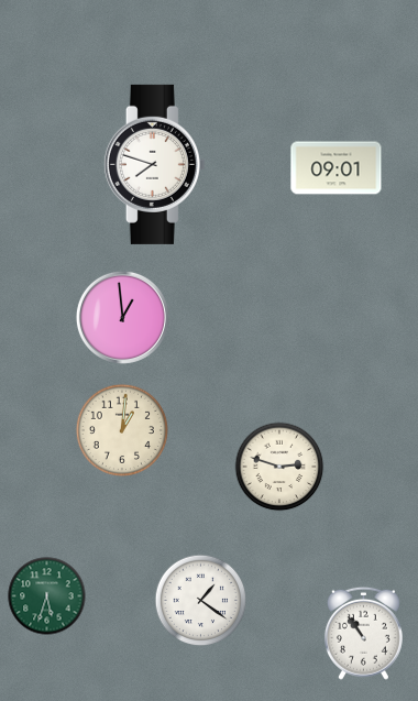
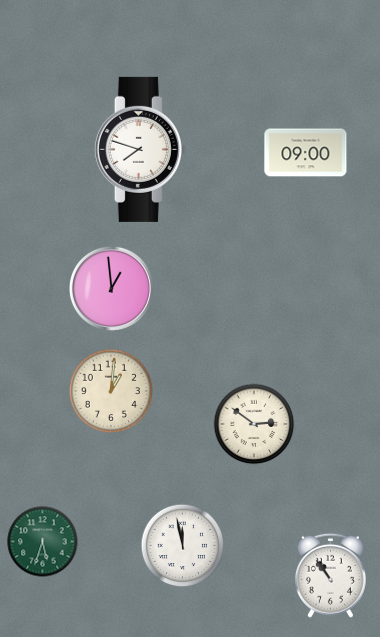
clock at (337, 168): 09:01 -> 09:00
clock at (279, 467): 2:48 -> 2:51
clock at (201, 601): 1:21 -> 11:58
